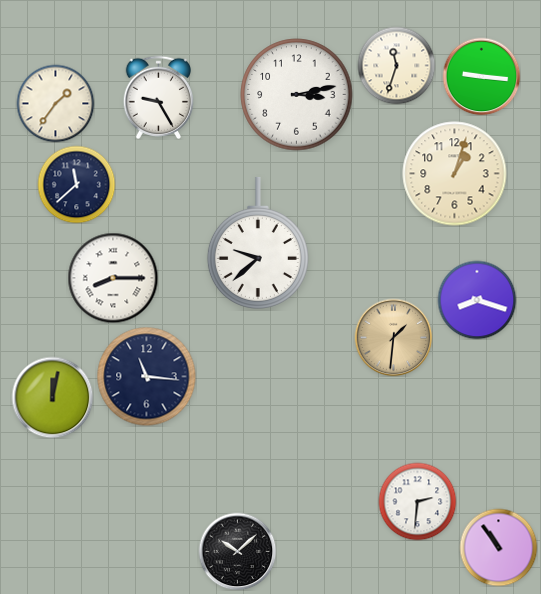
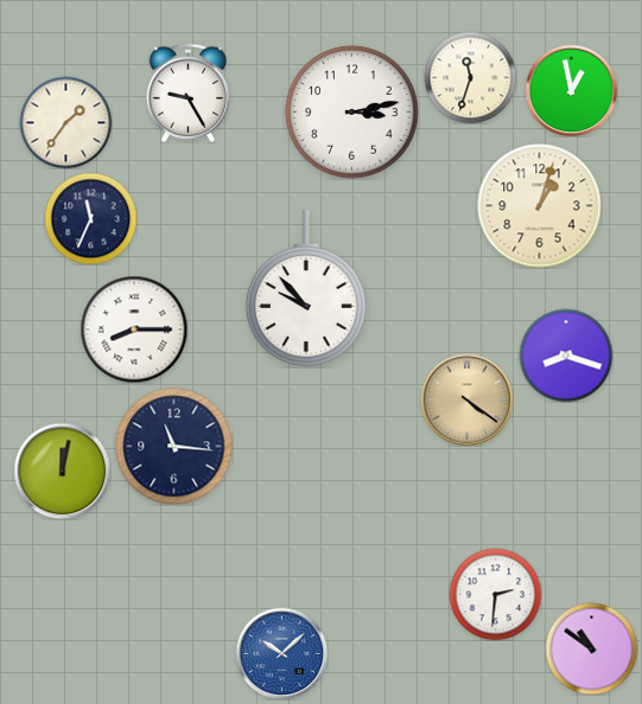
clock at (481, 76): 9:16 -> 12:58
clock at (159, 97) position: (159, 97) -> (189, 92)
clock at (76, 184): 11:38 -> 11:34
clock at (258, 243): 9:38 -> 9:53
clock at (393, 337): 1:31 -> 4:21
clock at (498, 547): 10:54 -> 10:51
clock at (237, 551) dial: black -> blue
